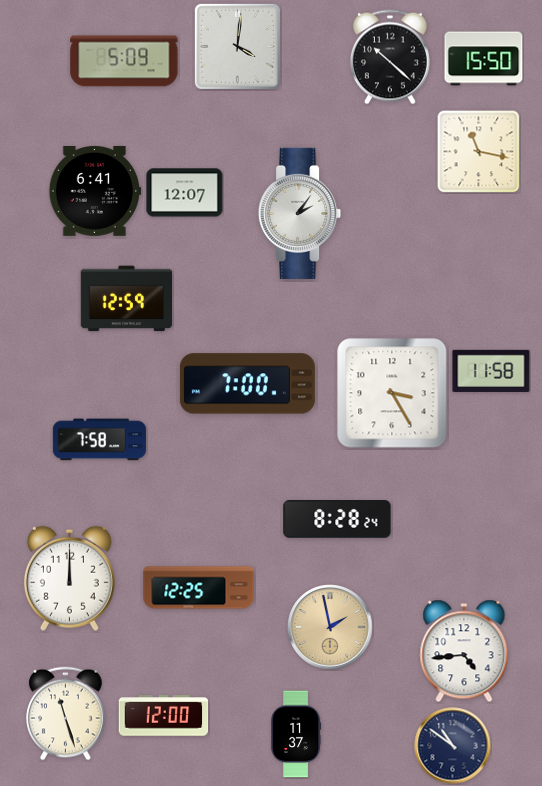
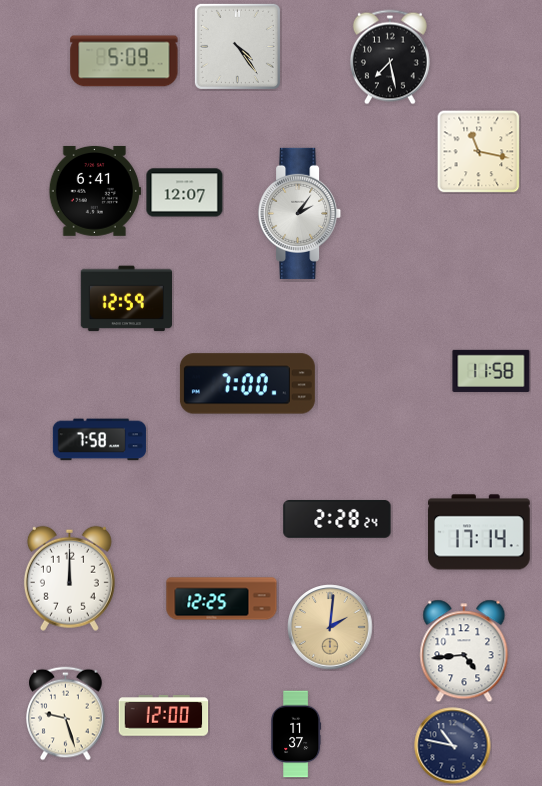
clock at (237, 46): 4:01 -> 4:24
clock at (390, 57): 10:22 -> 7:28
clock at (484, 59): 15:50 -> none
clock at (392, 393): 3:25 -> none
clock at (337, 519): 8:28 -> 2:28
clock at (479, 532): none -> 17:14
clock at (199, 588) position: (199, 588) -> (222, 599)
clock at (330, 627): 1:58 -> 2:01
clock at (66, 714): 11:27 -> 9:27
clock at (453, 746): 10:51 -> 10:47
